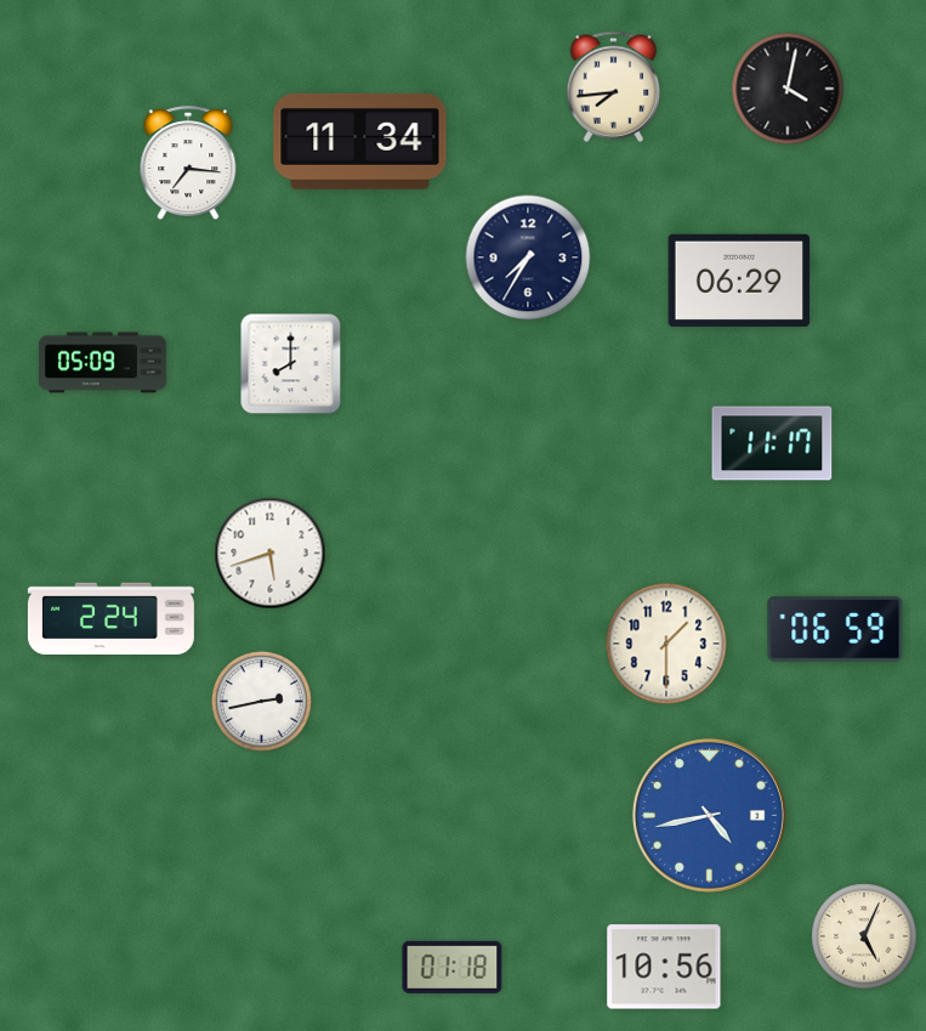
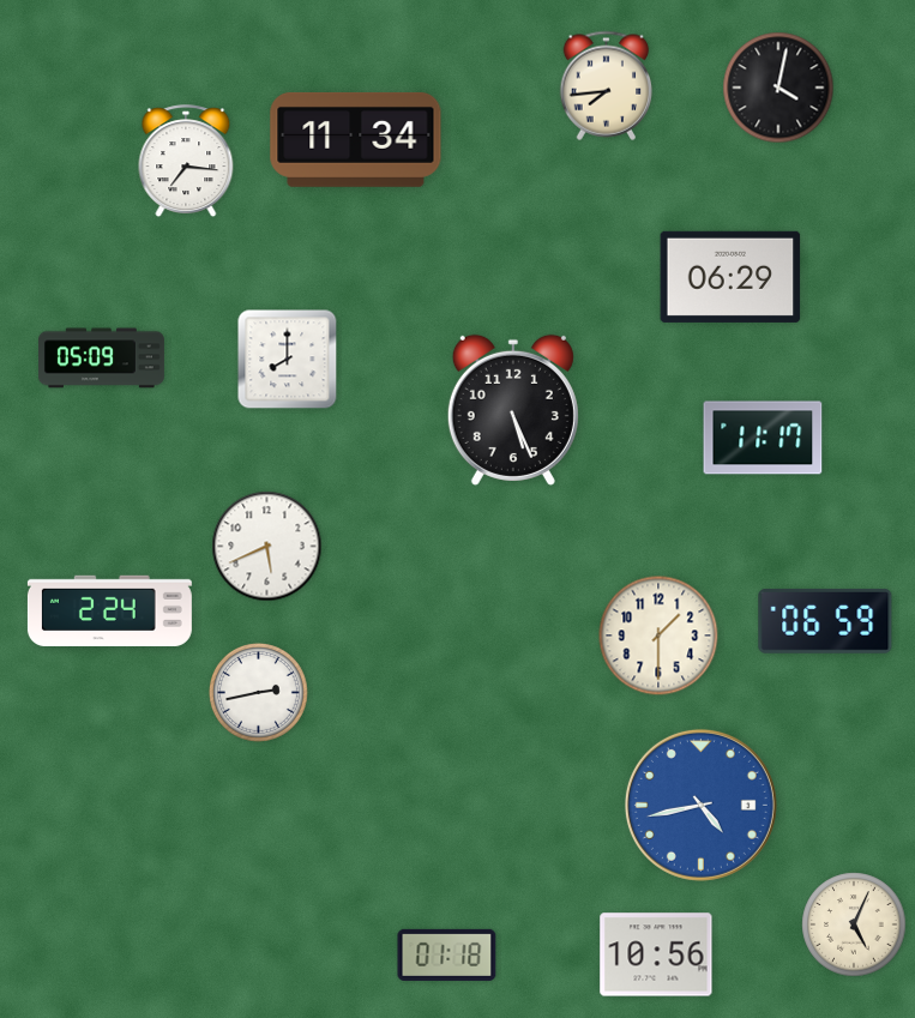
clock at (528, 257): 7:35 -> none
clock at (513, 410): none -> 5:26
clock at (271, 554): 5:42 -> 5:41
